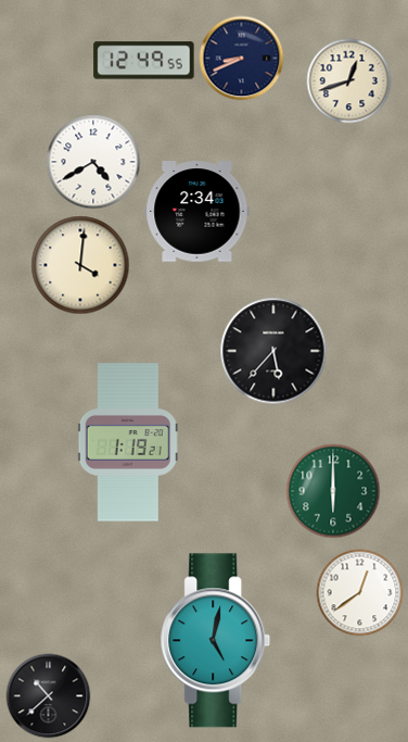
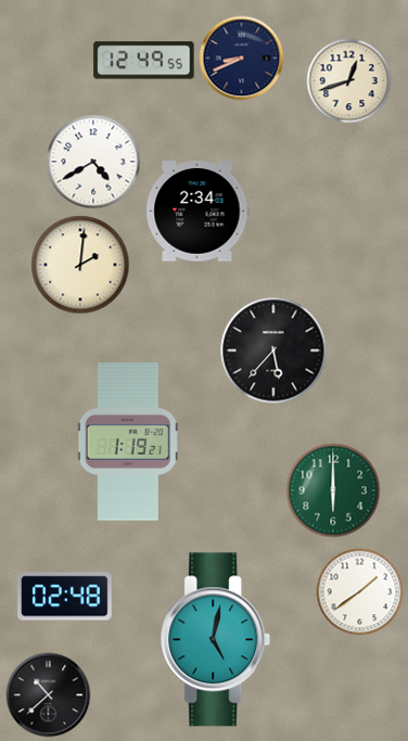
clock at (80, 265): 4:01 -> 2:01
clock at (359, 592): 12:39 -> 1:39
clock at (65, 597): none -> 02:48
